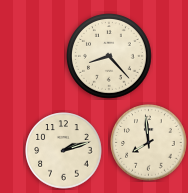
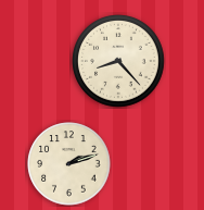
clock at (149, 143): 7:59 -> none
